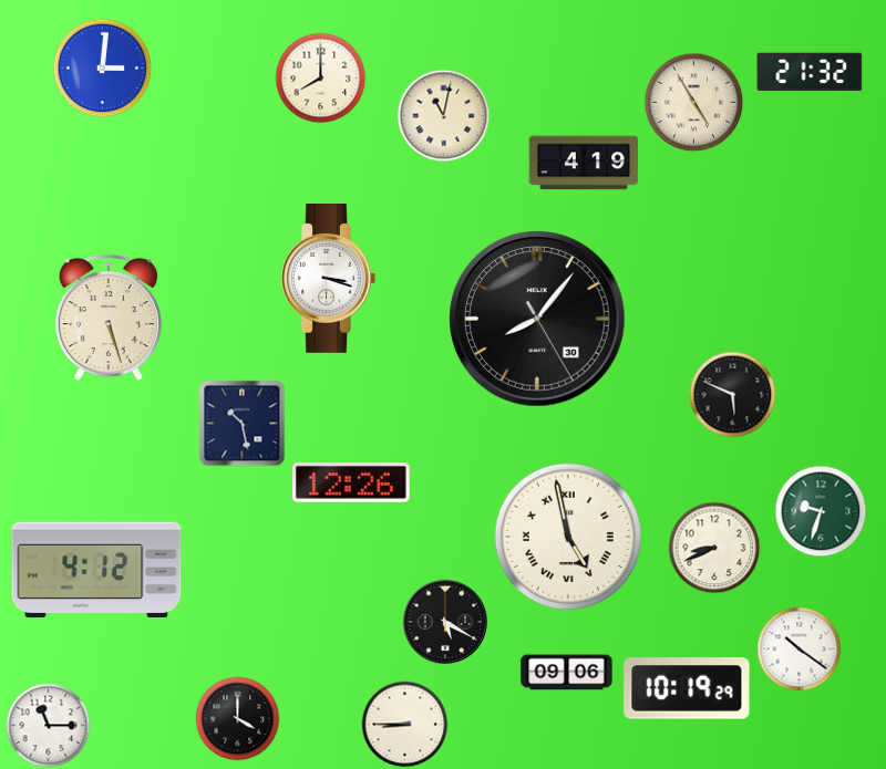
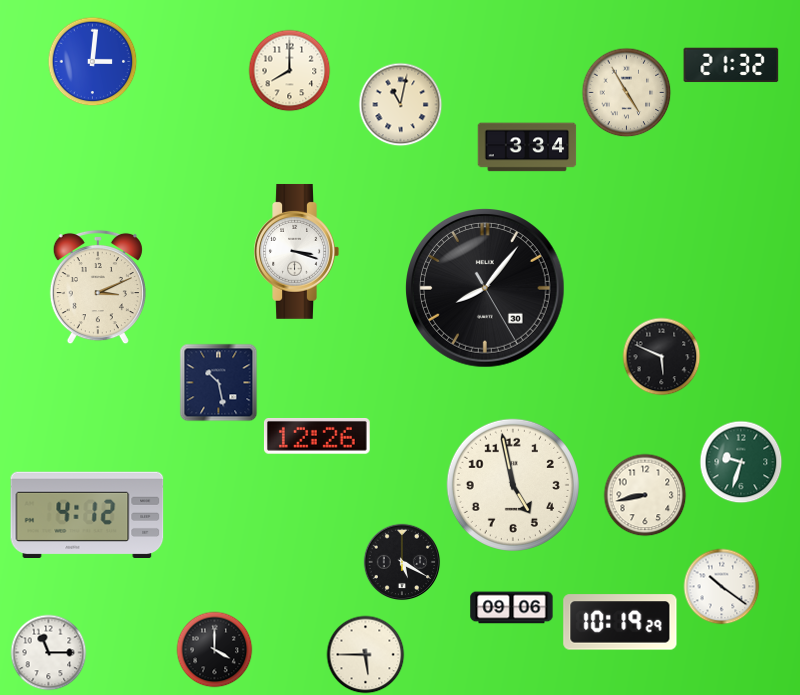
clock at (584, 163): 4:19 -> 3:34
clock at (109, 318): 5:27 -> 3:11
clock at (568, 537) numerals: Roman -> Arabic
clock at (714, 548): 8:41 -> 8:43
clock at (405, 725): 8:45 -> 5:45
clock at (49, 726) position: (49, 726) -> (49, 653)
